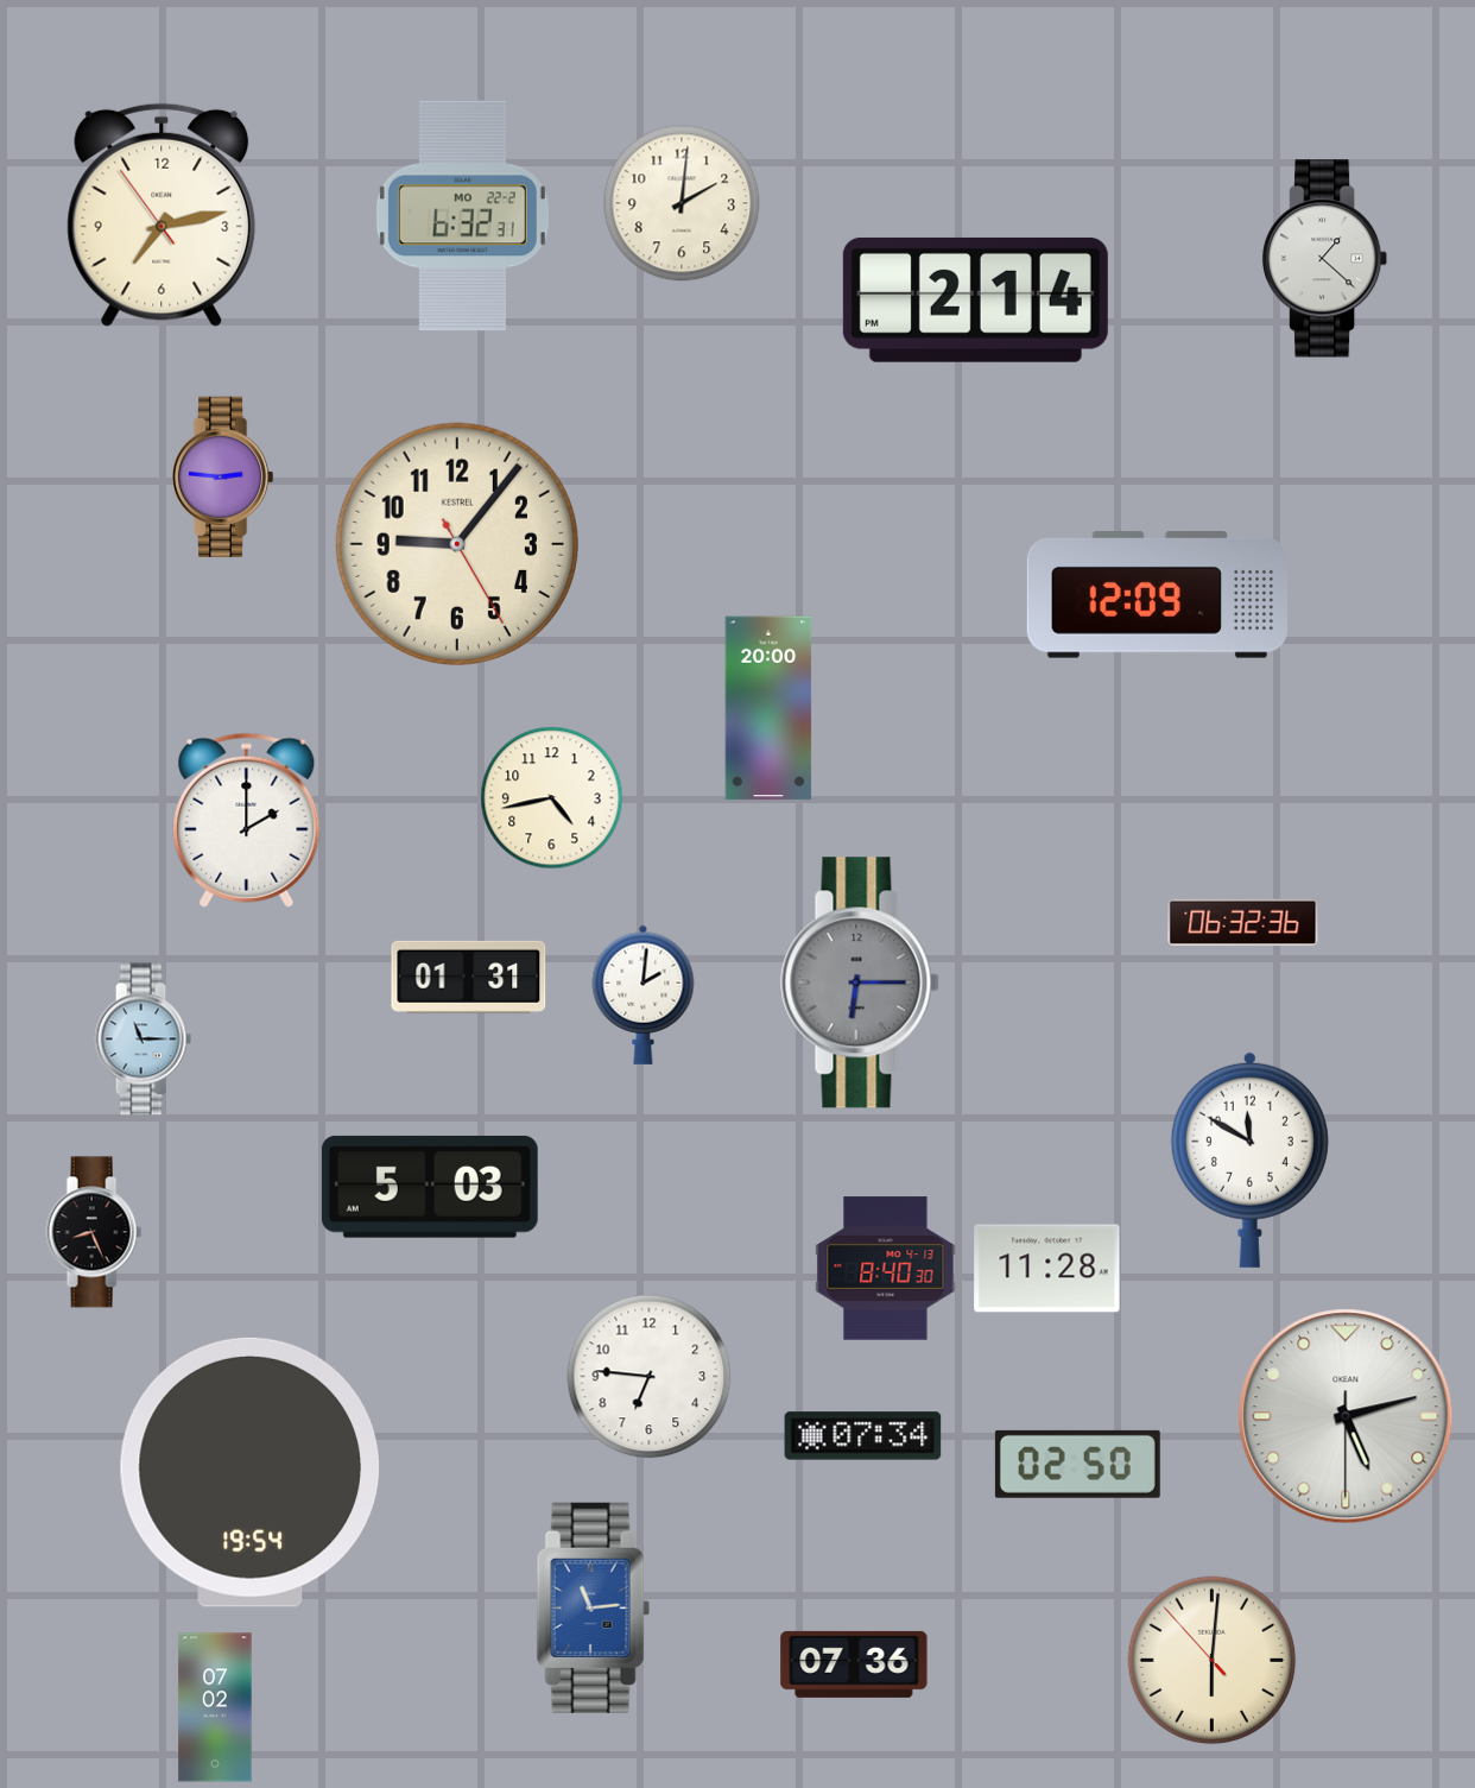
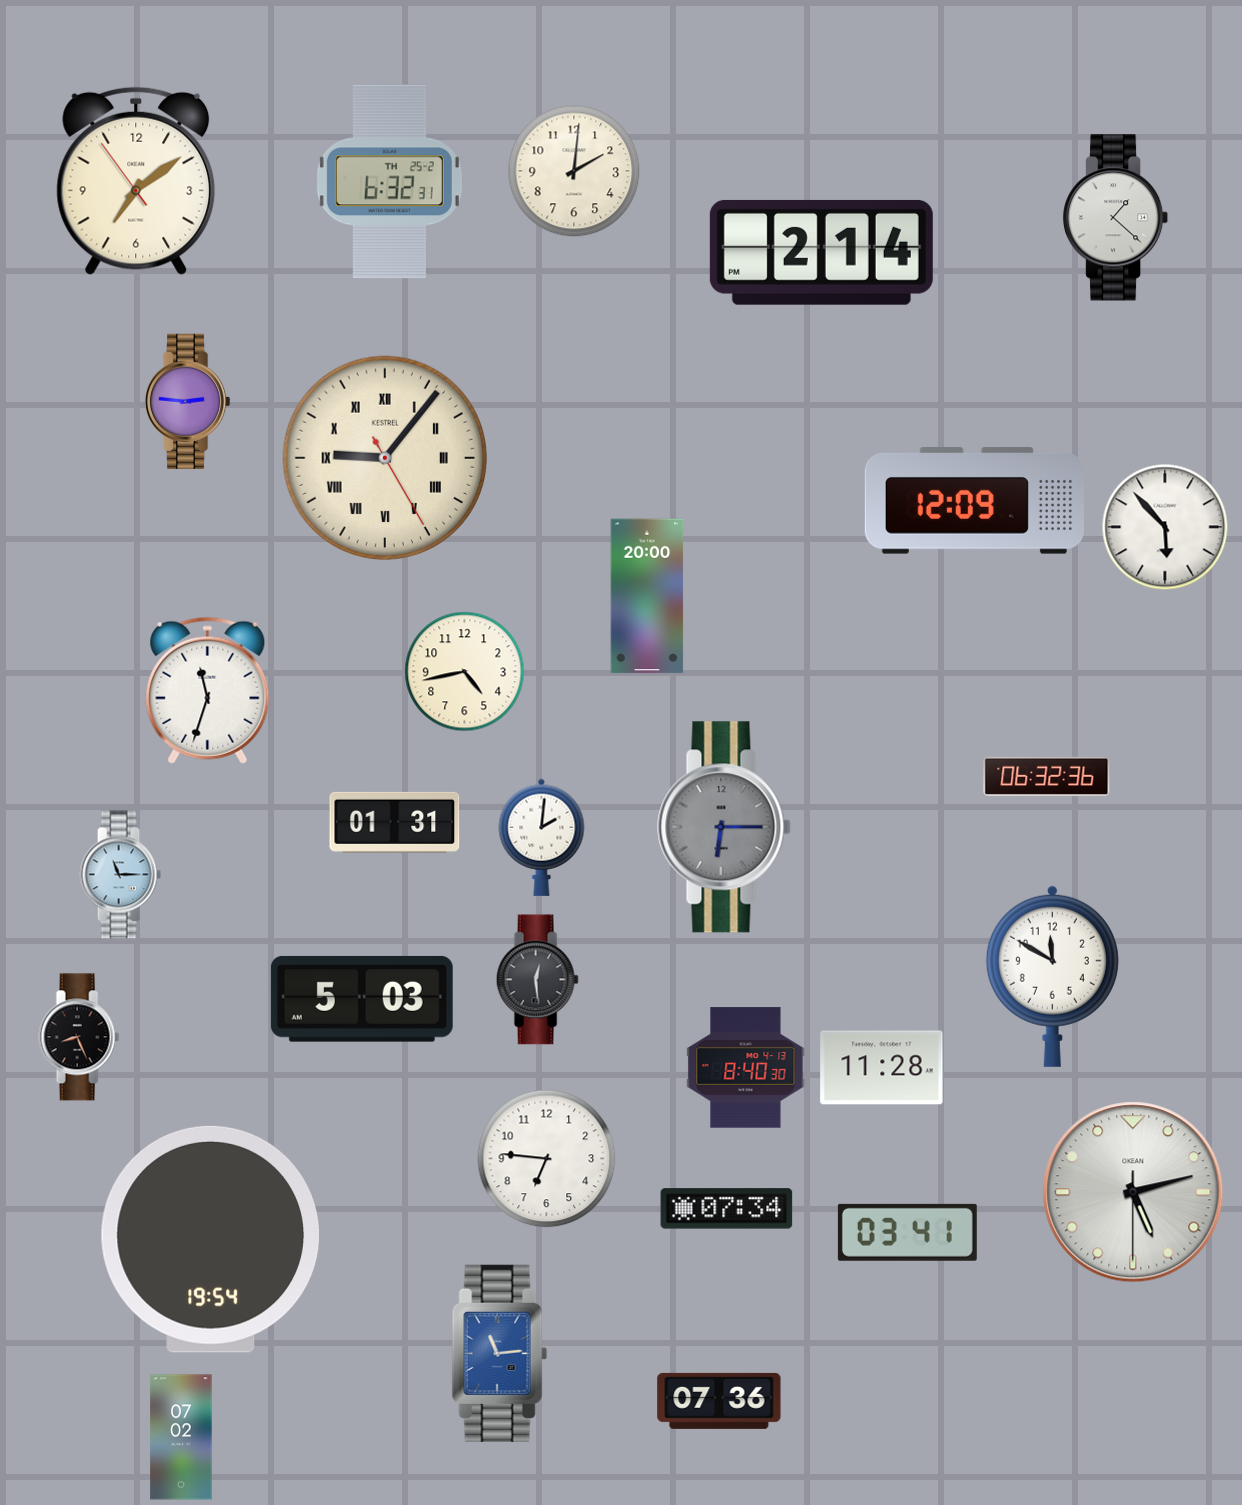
clock at (162, 215): 7:12 -> 7:08
clock at (462, 216) date: MO 22-2 -> TH 25-2
clock at (456, 543) numerals: Arabic -> Roman
clock at (1165, 527): none -> 5:53
clock at (247, 820): 2:00 -> 11:33
clock at (537, 980): none -> 12:29
clock at (1077, 1464): 02:50 -> 03:41
clock at (1213, 1661): 6:00 -> none
